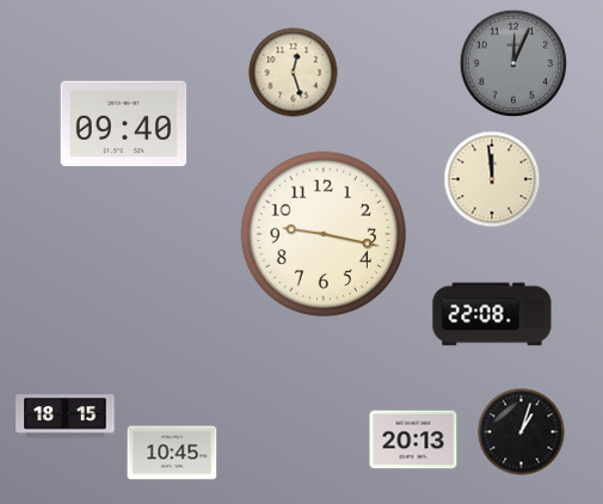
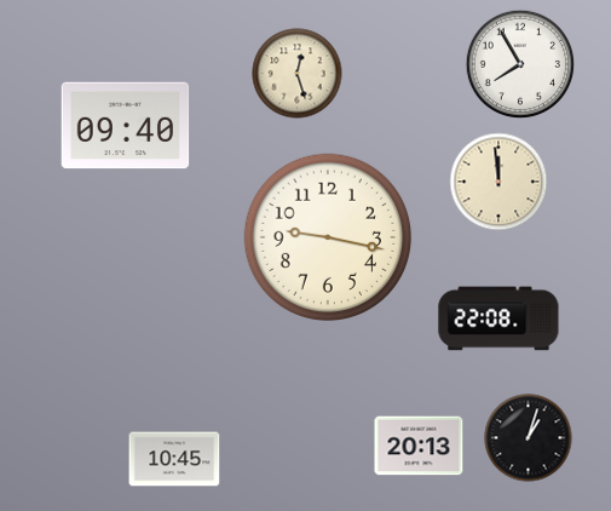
clock at (512, 62): 12:04 -> 7:55
clock at (512, 62) dial: grey -> white
clock at (66, 417): 18:15 -> none
